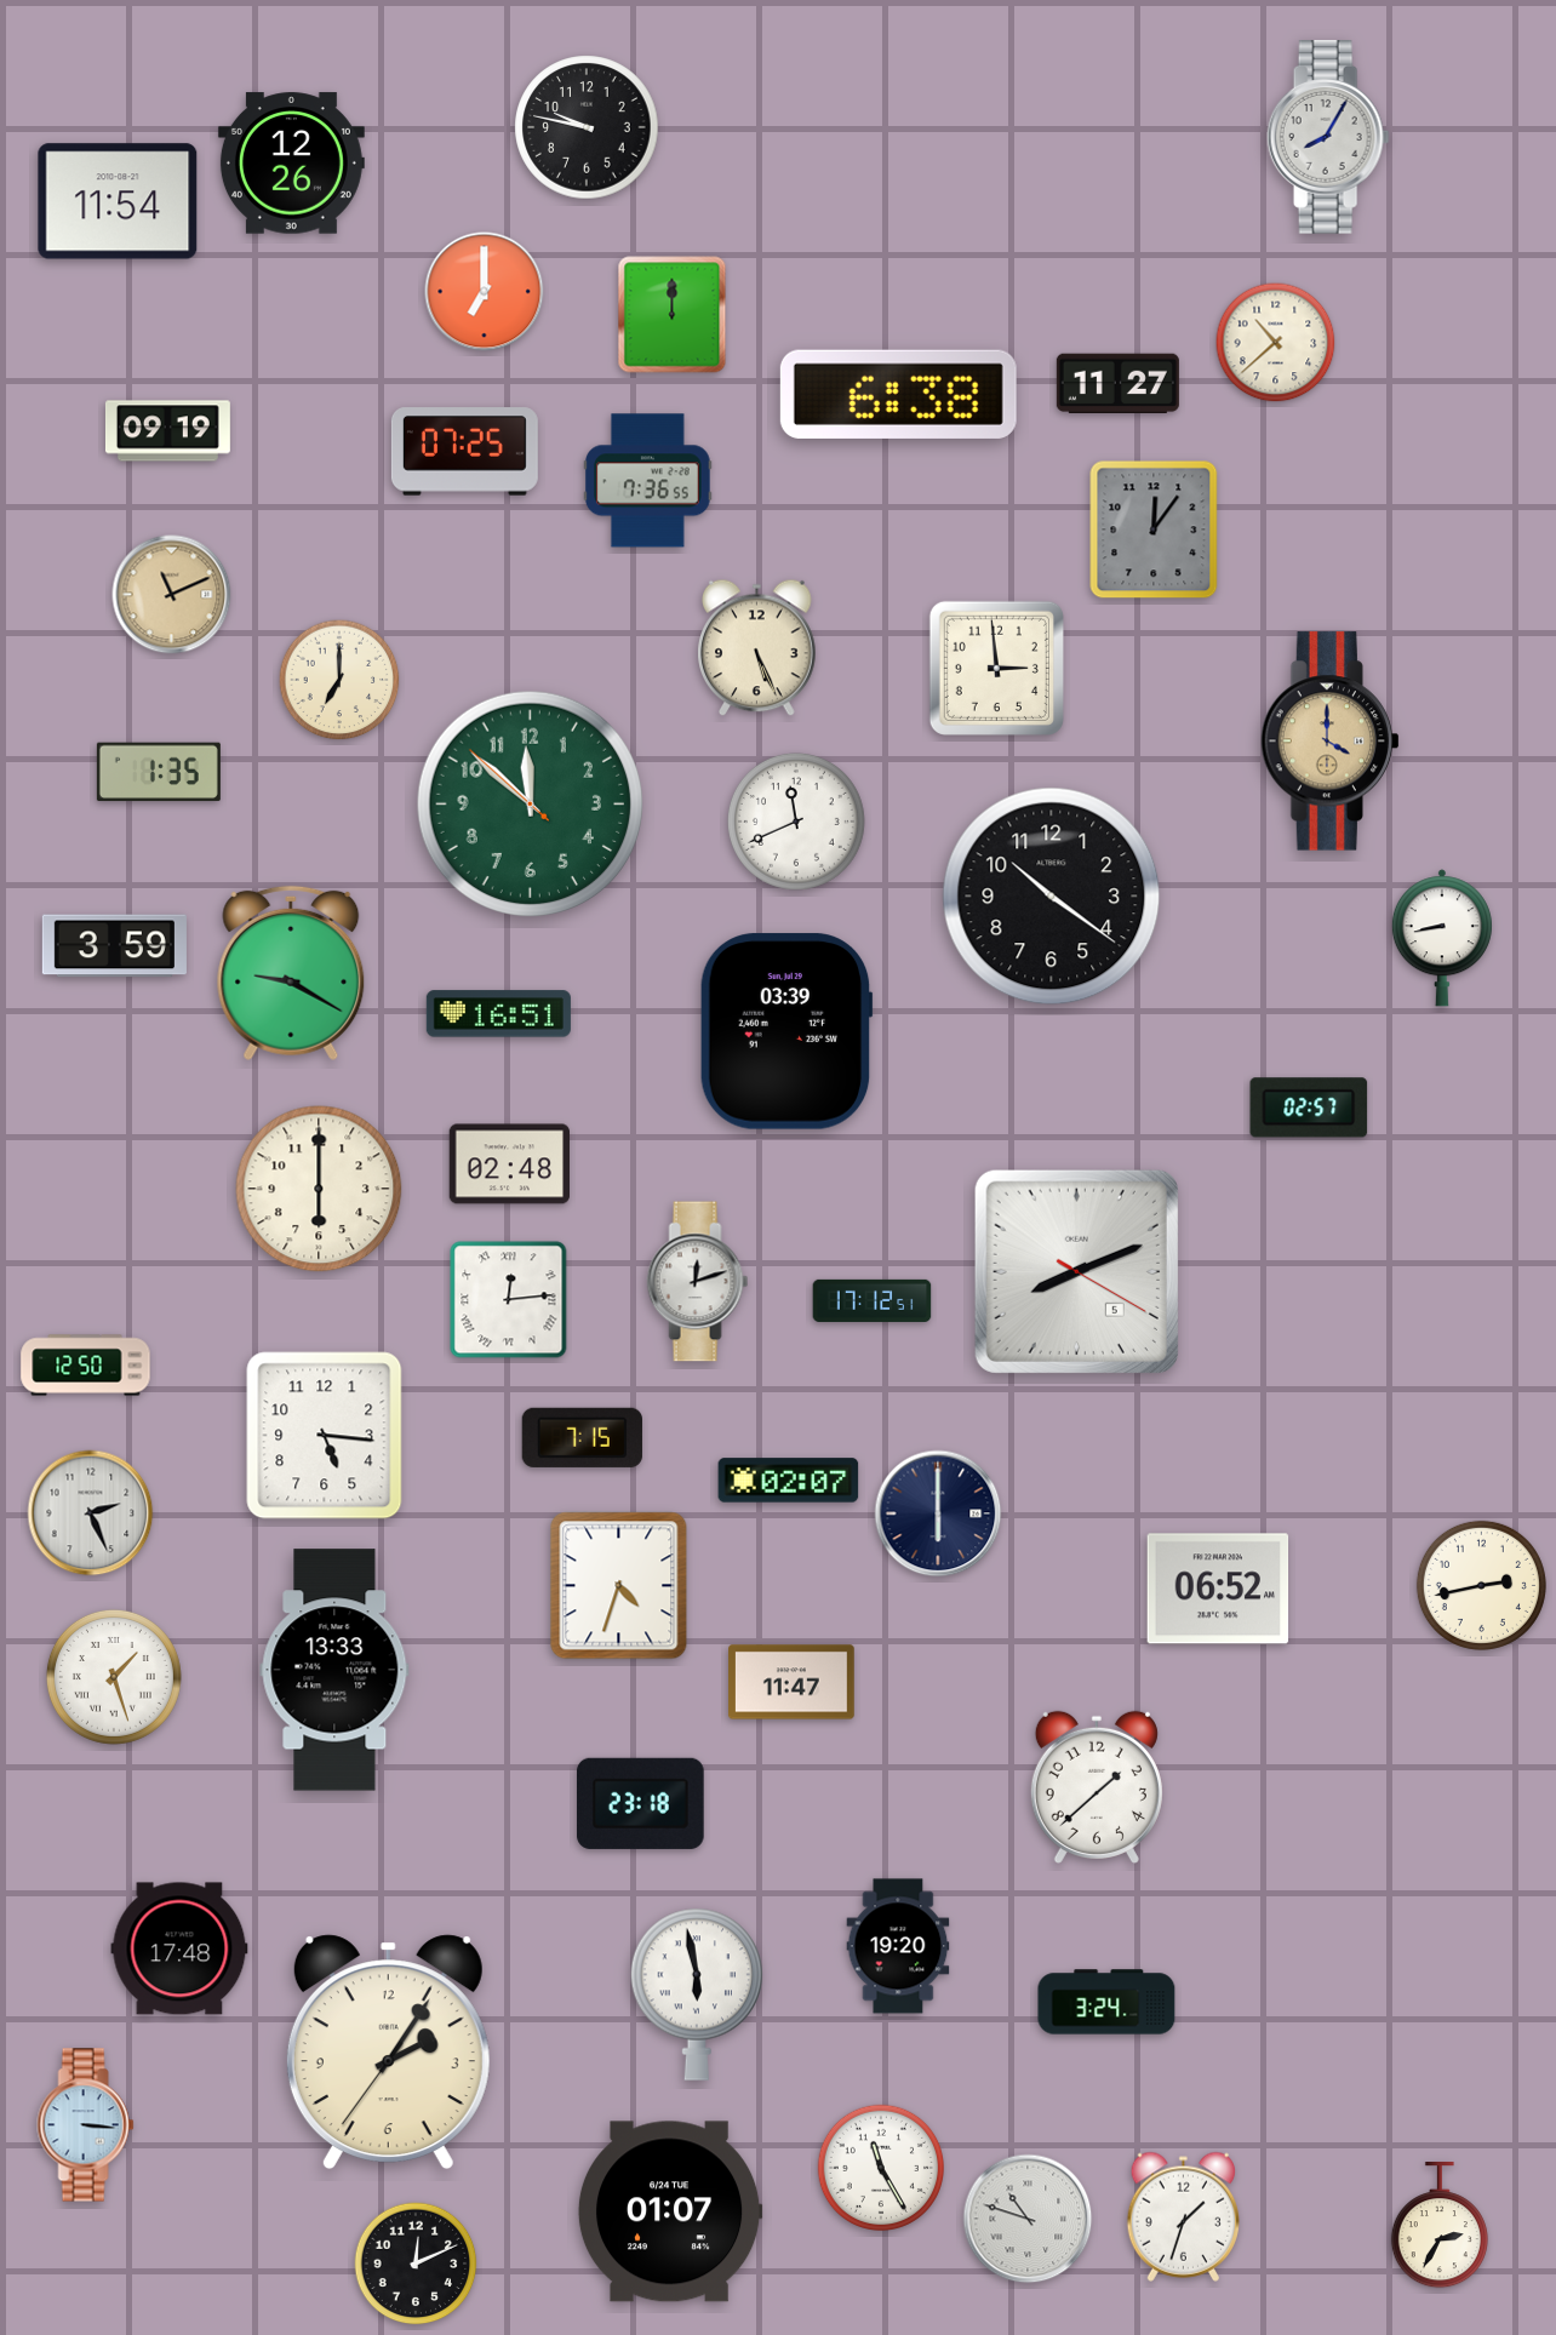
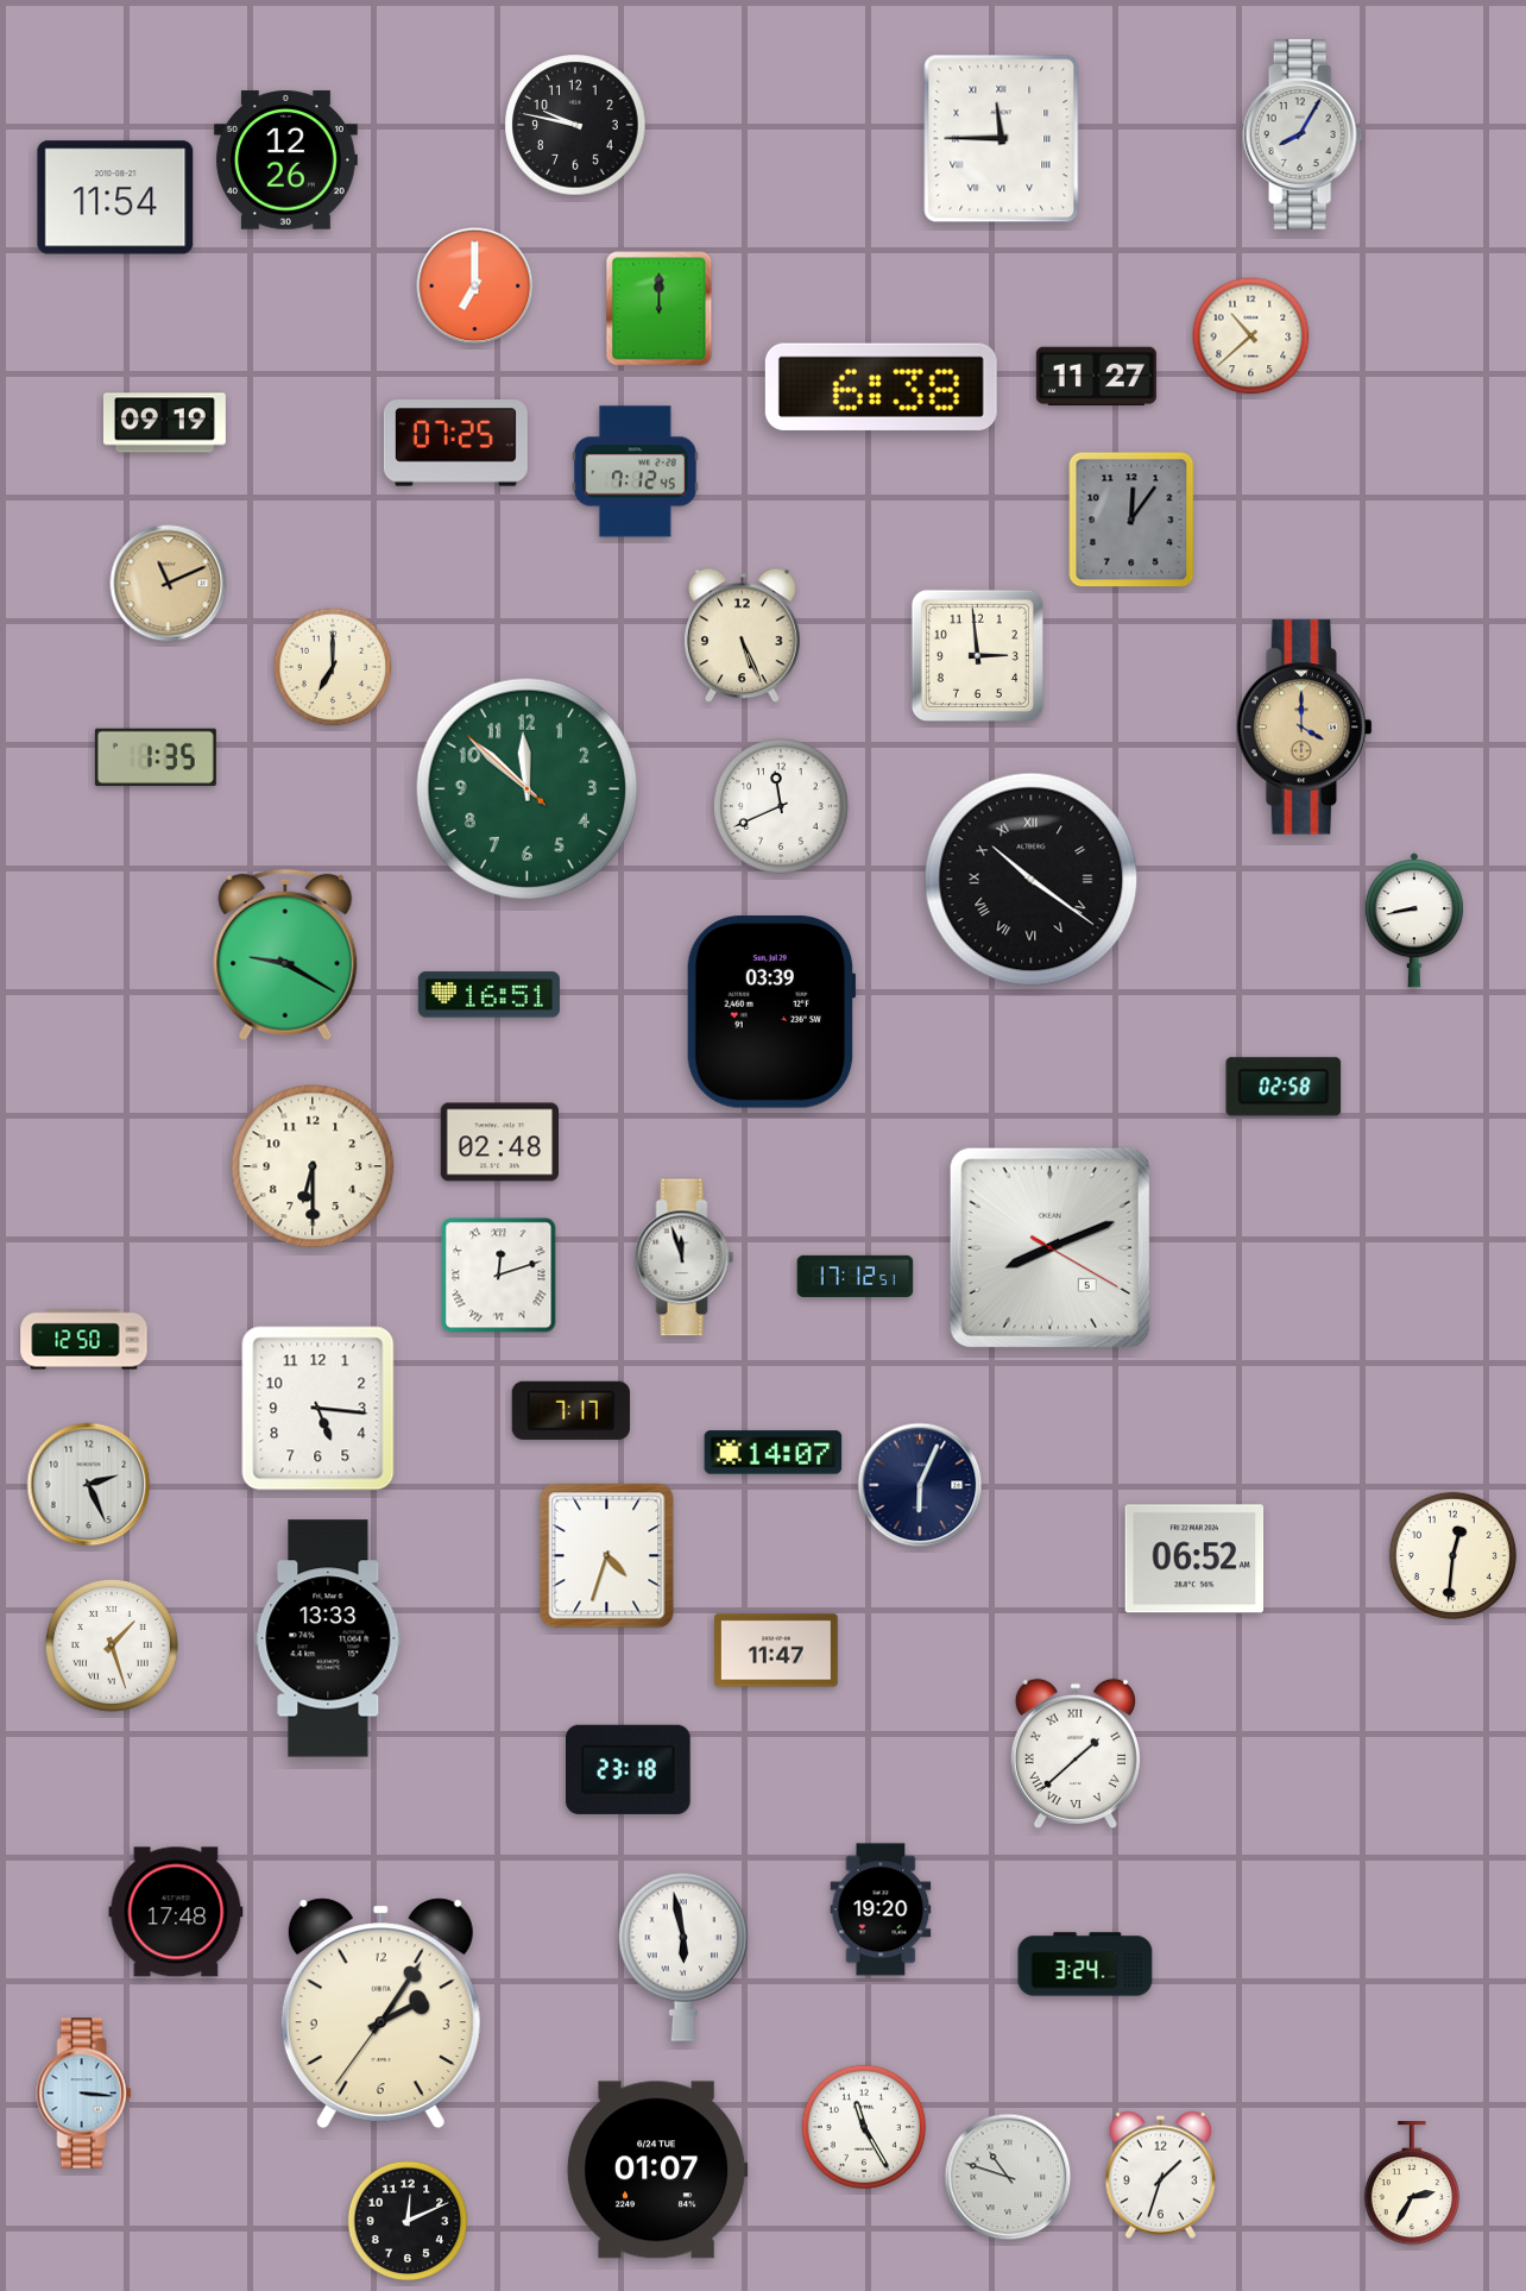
clock at (1002, 139): none -> 11:45
clock at (648, 481): 7:36 -> 7:12
clock at (531, 805) position: (531, 805) -> (528, 789)
clock at (1052, 897) numerals: Arabic -> Roman
clock at (114, 946): 3:59 -> none
clock at (1309, 1108): 02:57 -> 02:58
clock at (319, 1189): 6:00 -> 6:30
clock at (1076, 1271) position: (1076, 1271) -> (1049, 1247)
clock at (698, 1282): 12:12 -> 11:57
clock at (509, 1300): 12:14 -> 12:12
clock at (582, 1437): 7:15 -> 7:17
clock at (789, 1481): 02:07 -> 14:07
clock at (938, 1513): 6:00 -> 6:04
clock at (1481, 1585): 2:43 -> 12:31
clock at (1097, 1787) numerals: Arabic -> Roman
clock at (86, 2125) position: (86, 2125) -> (84, 2094)
